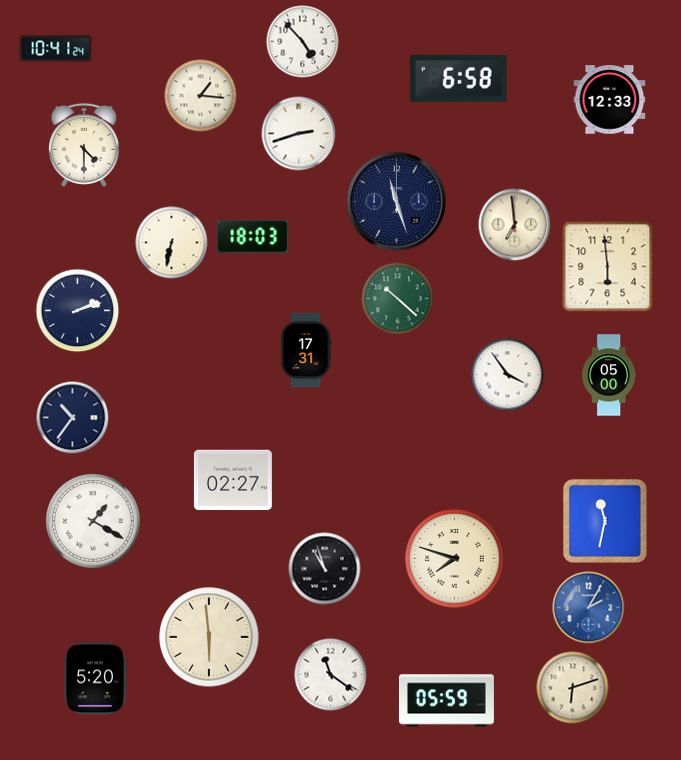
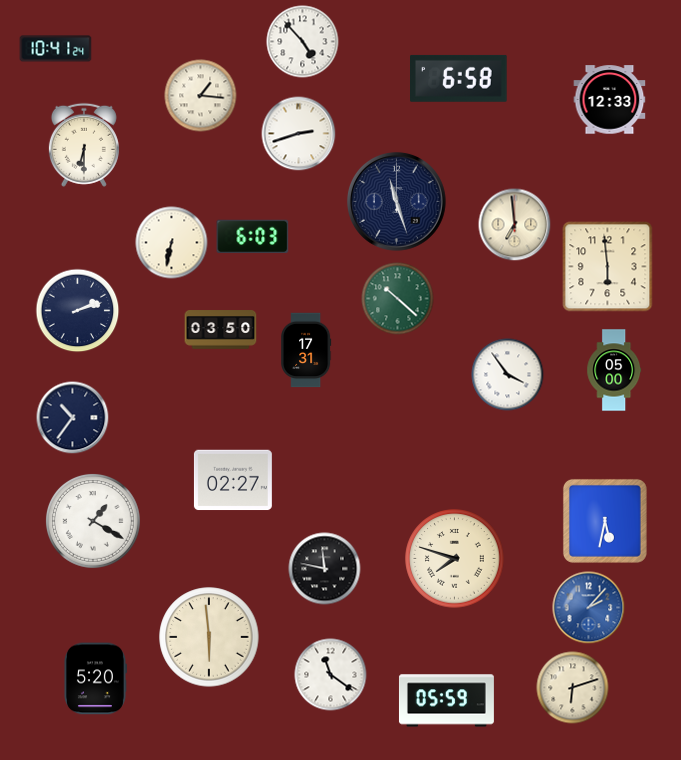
clock at (84, 145): 4:30 -> 6:30
clock at (253, 236): 18:03 -> 6:03
clock at (221, 330): none -> 03:50
clock at (609, 375) position: (609, 375) -> (614, 370)
clock at (605, 521): 11:32 -> 5:32
clock at (325, 569): 10:57 -> 11:47
clock at (589, 608): 2:05 -> 2:07
